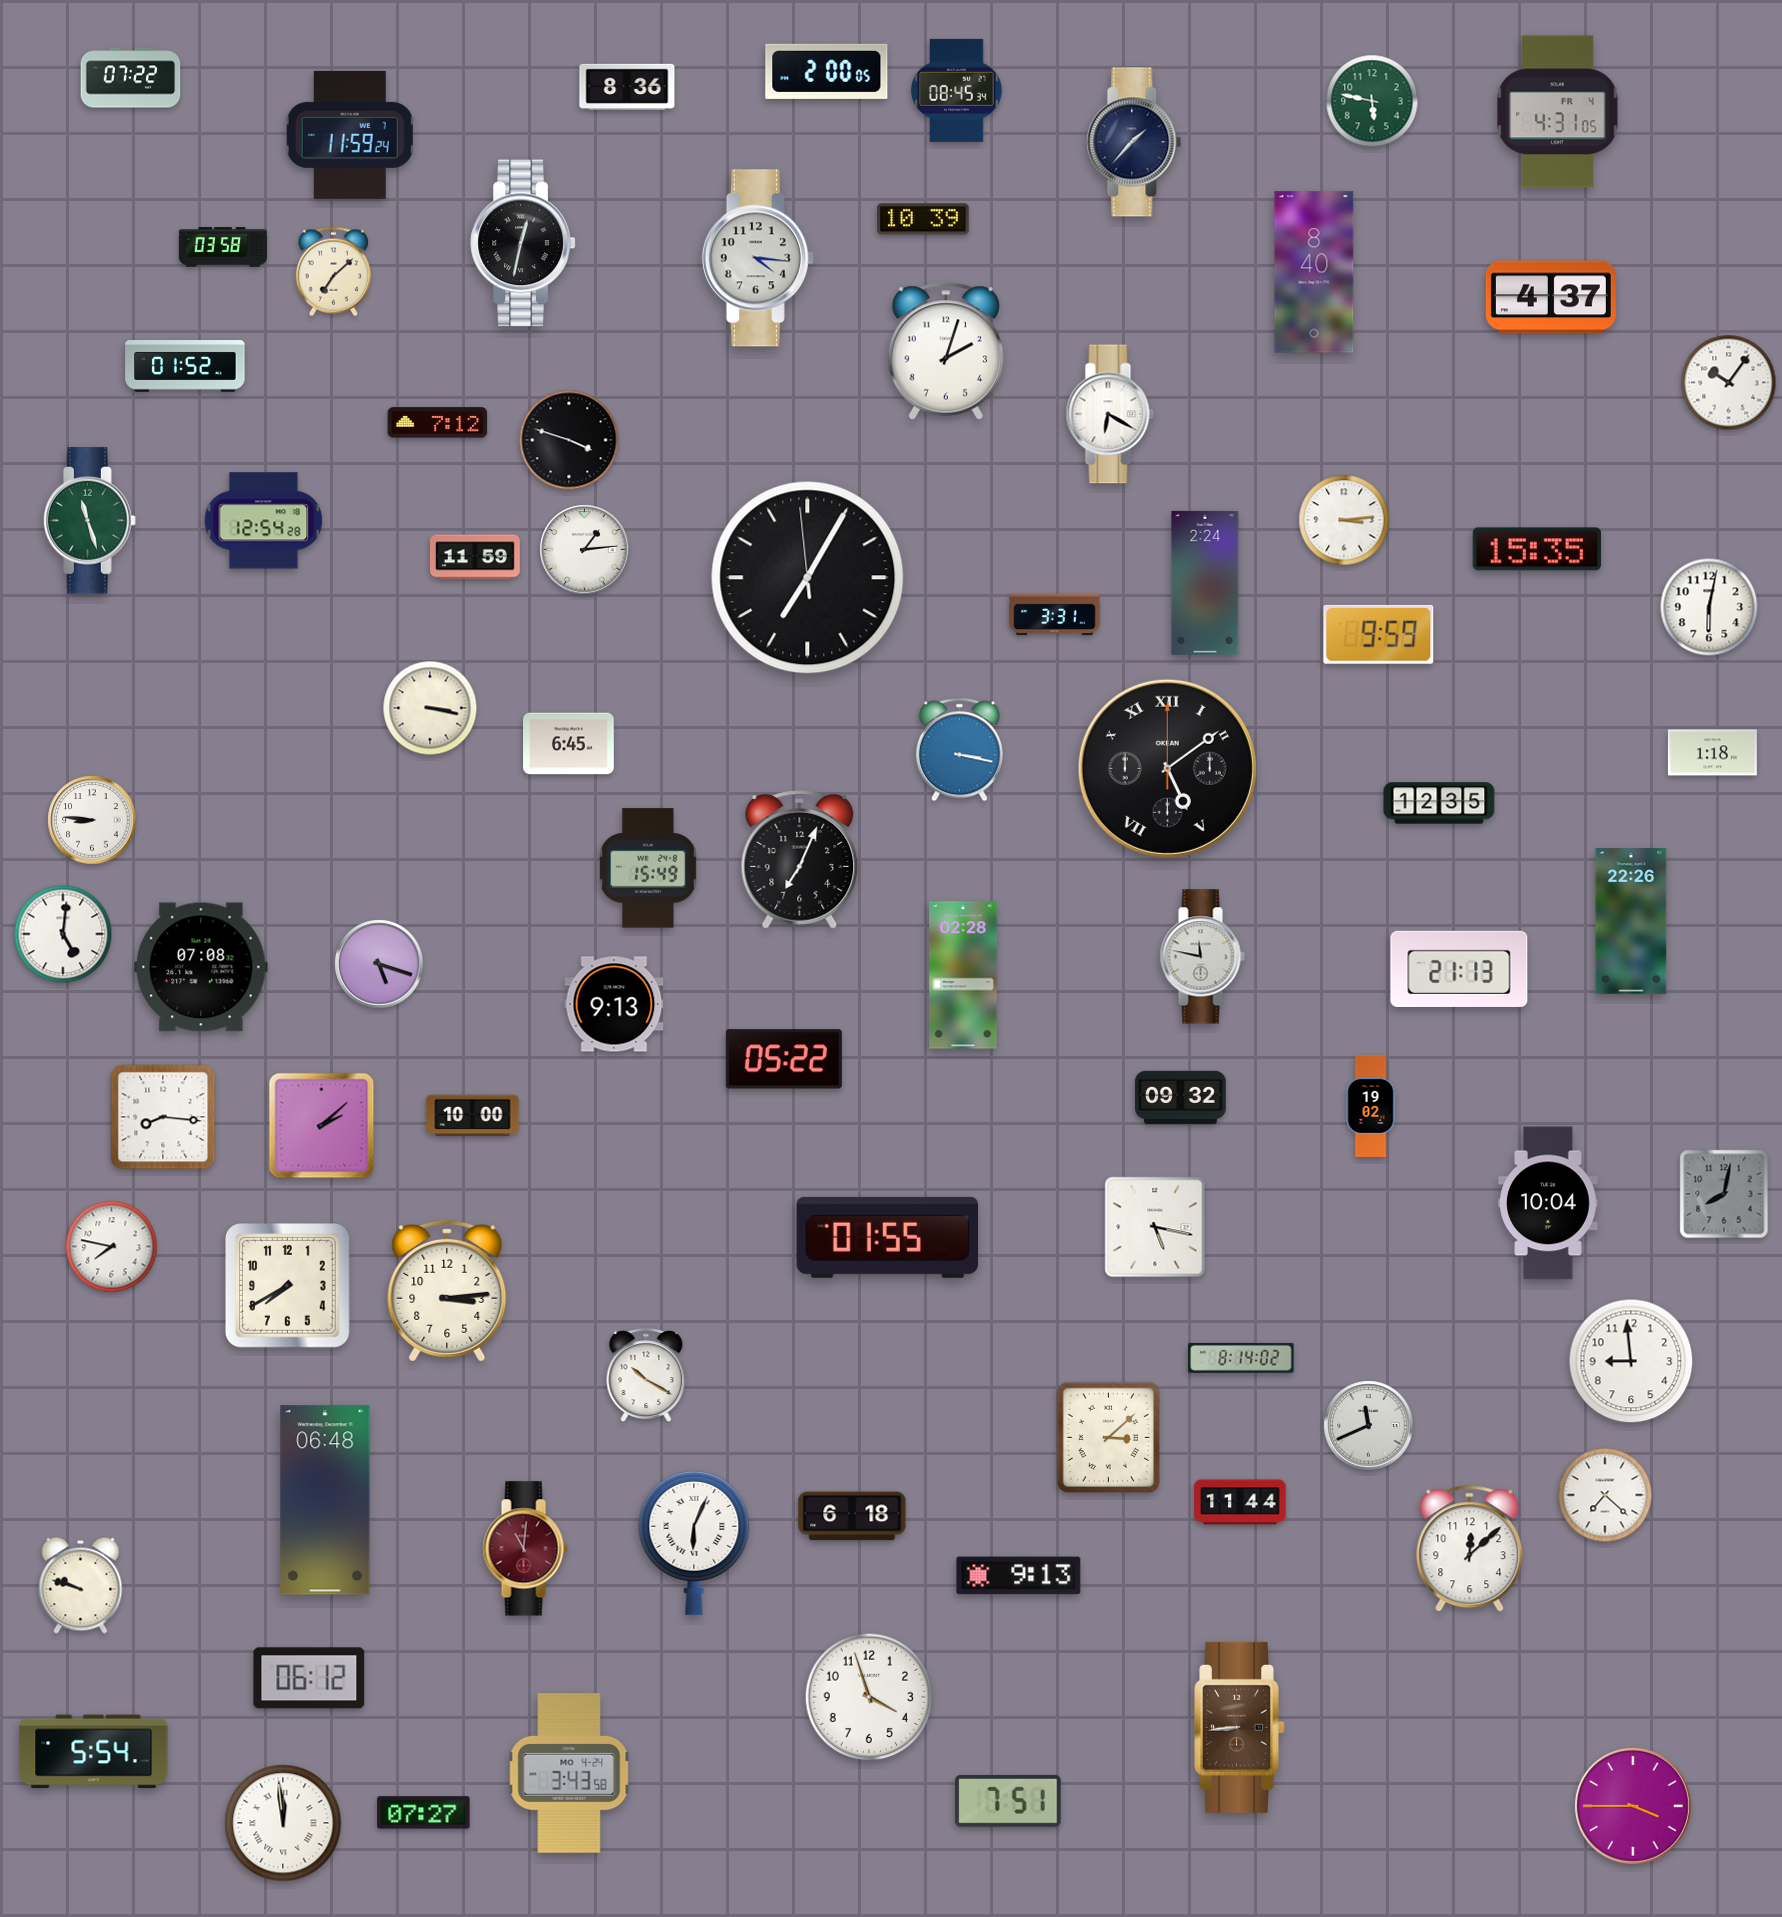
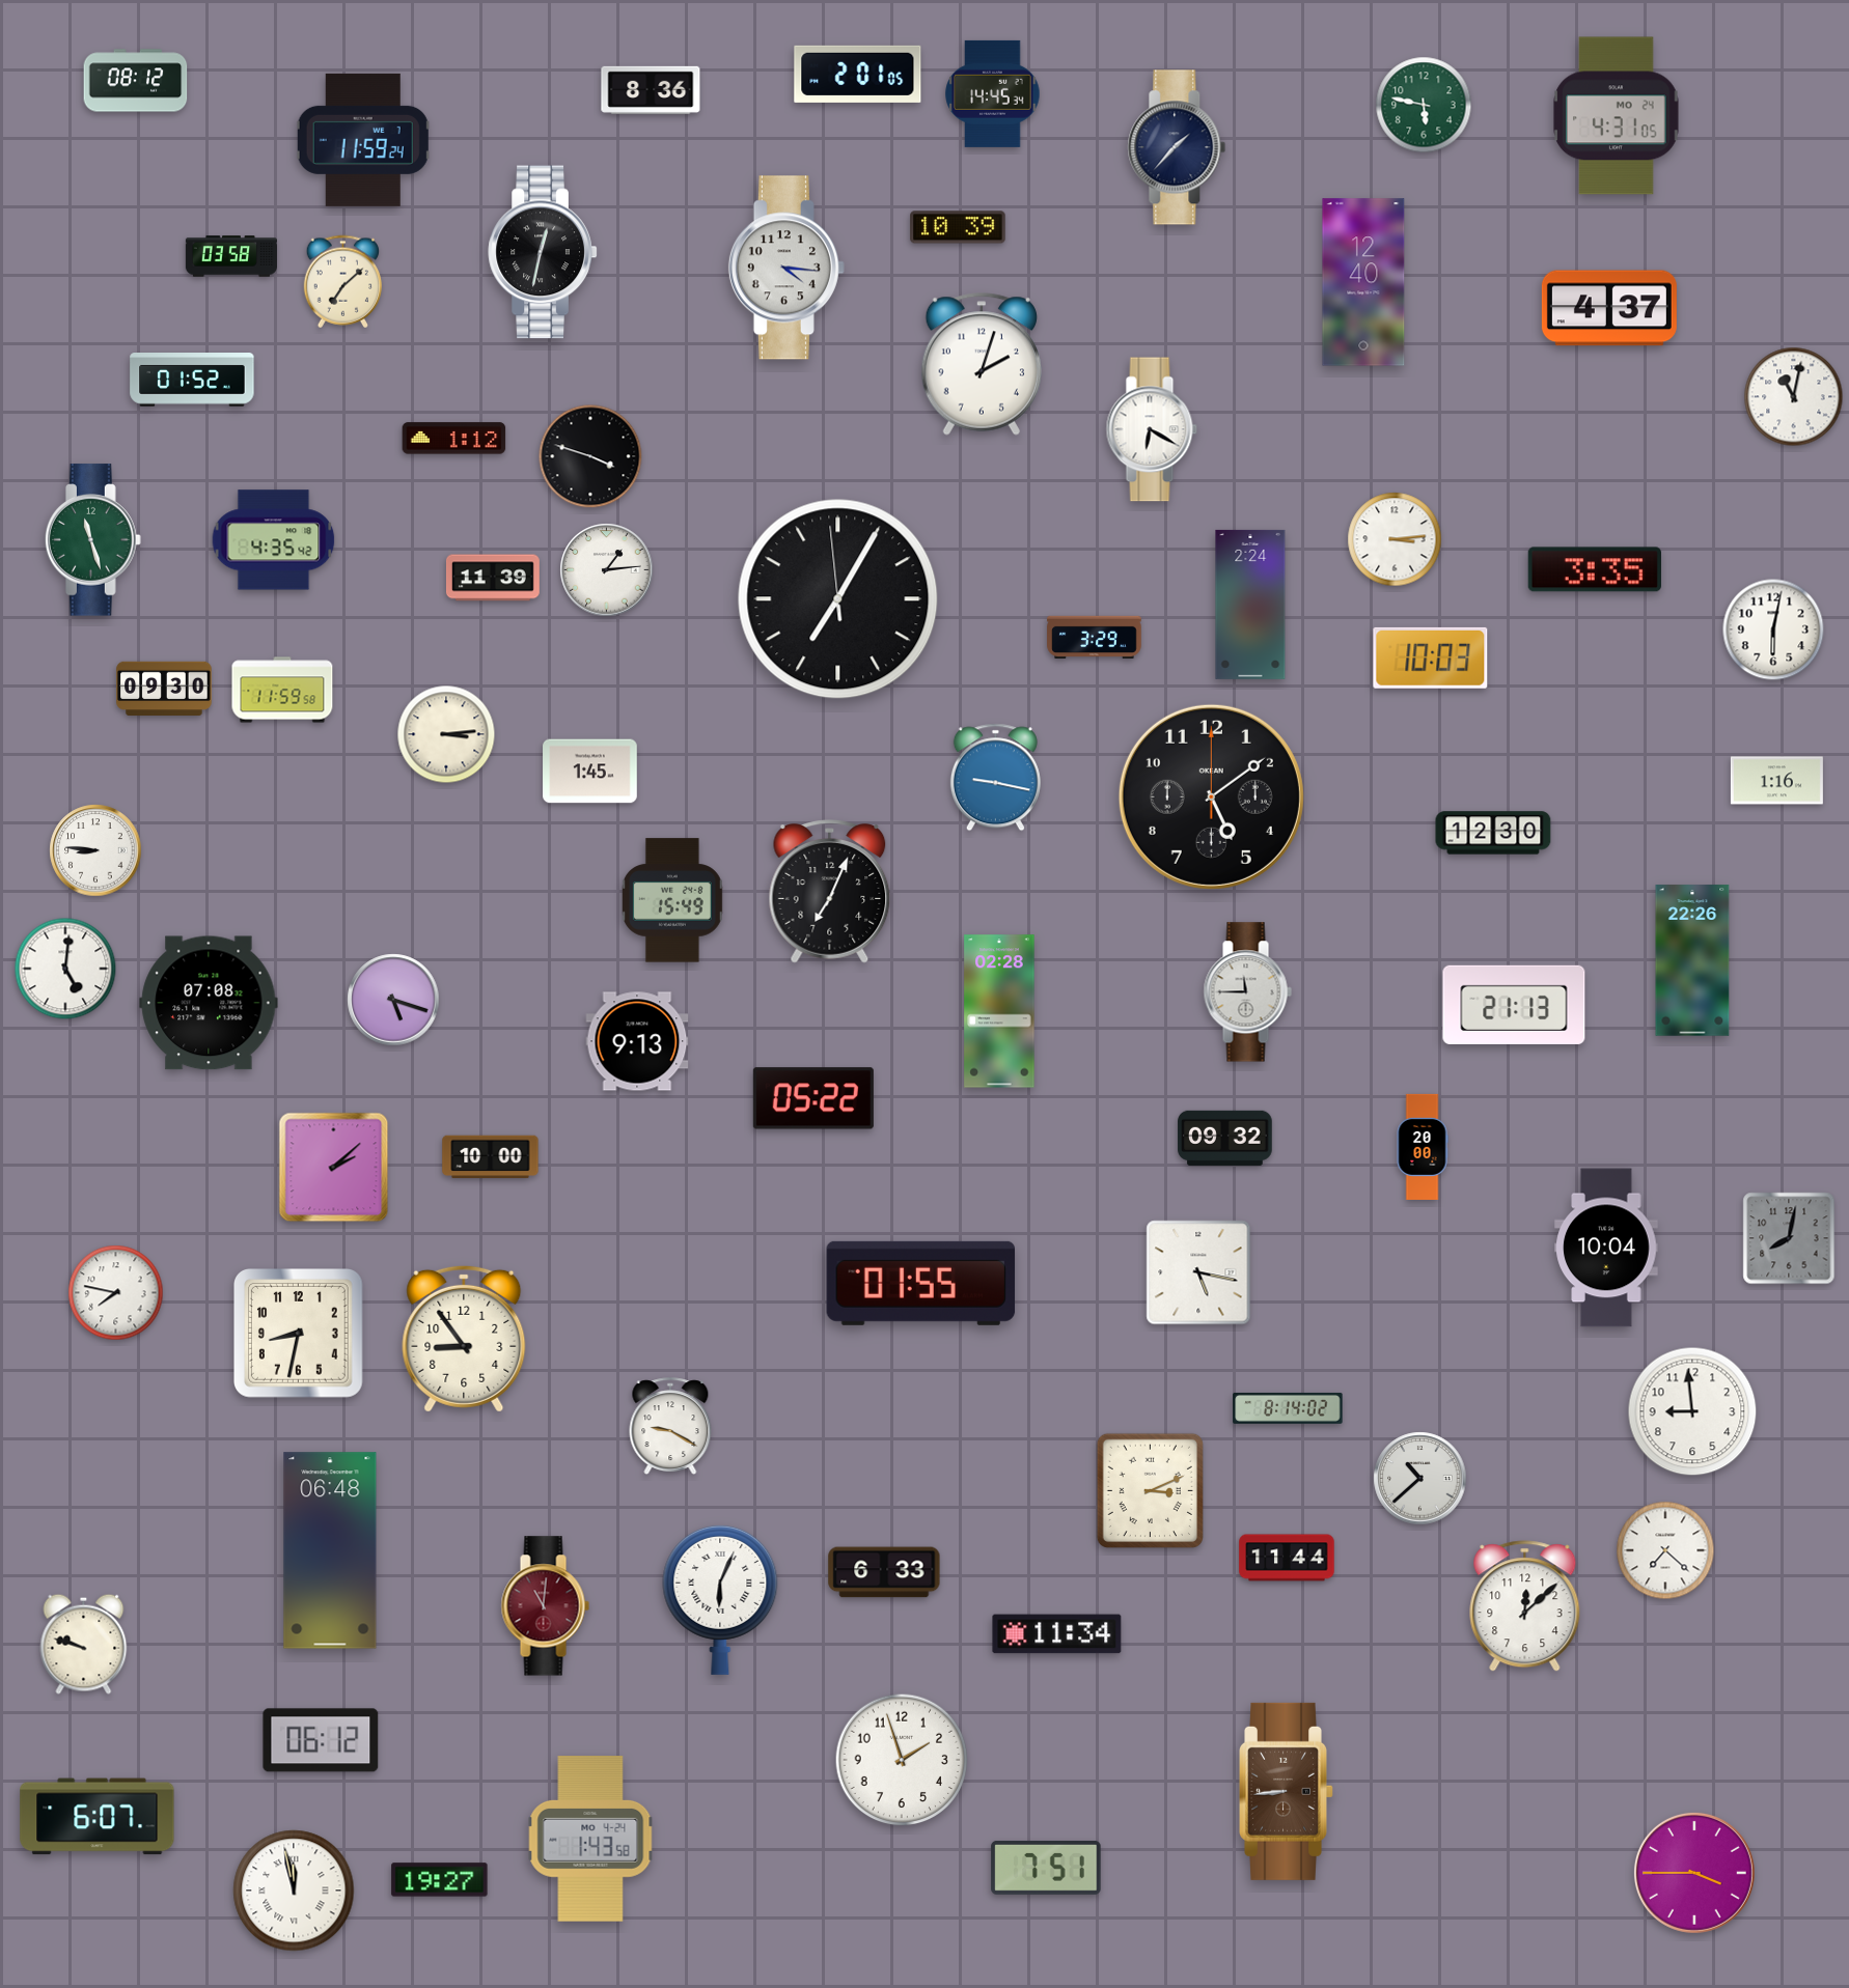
clock at (827, 71): 2:00 -> 2:01
clock at (131, 78): 07:22 -> 08:12
clock at (957, 90): 08:45 -> 14:45
clock at (1558, 112) date: FR 4 -> MO 24
clock at (333, 272) position: (333, 272) -> (342, 282)
clock at (1314, 272): 8:40 -> 12:40
clock at (1729, 383): 10:06 -> 11:02
clock at (438, 423): 7:12 -> 1:12
clock at (264, 521): 12:54 -> 4:35
clock at (1537, 549): 15:35 -> 3:35
clock at (475, 557): 11:59 -> 11:39
clock at (1055, 615): 3:31 -> 3:29
clock at (1379, 634): 9:59 -> 10:03
clock at (164, 689): none -> 09:30
clock at (282, 690): none -> 11:59
clock at (430, 708): 3:17 -> 3:14
clock at (569, 744): 6:45 -> 1:45
clock at (959, 750): 3:17 -> 9:17
clock at (1712, 753): 1:18 -> 1:16
clock at (1167, 768) numerals: Roman -> Arabic
clock at (1439, 803): 12:35 -> 12:30
clock at (1631, 921) position: (1631, 921) -> (1692, 960)
clock at (1202, 957): 11:47 -> 11:45
clock at (1371, 1106): 19:02 -> 20:00
clock at (163, 1117): 8:16 -> none
clock at (288, 1286): 7:40 -> 8:32
clock at (447, 1291): 3:14 -> 8:54
clock at (646, 1375): 10:20 -> 9:20
clock at (1369, 1426): 11:41 -> 10:38
clock at (1108, 1437): 3:08 -> 3:11
clock at (325, 1500) position: (325, 1500) -> (330, 1550)
clock at (852, 1516): 6:18 -> 6:33
clock at (1019, 1576): 9:13 -> 11:34
clock at (869, 1697): 3:57 -> 1:57
clock at (94, 1752): 5:54 -> 6:07
clock at (569, 1773): 3:43 -> 1:43
clock at (424, 1813): 07:27 -> 19:27
clock at (283, 1823): 11:59 -> 11:58
